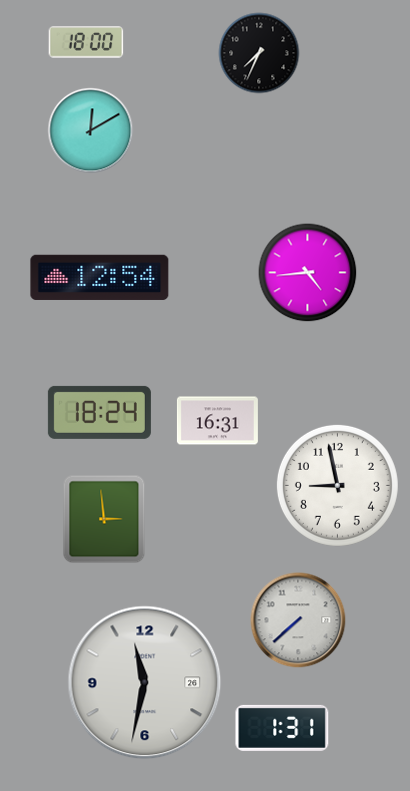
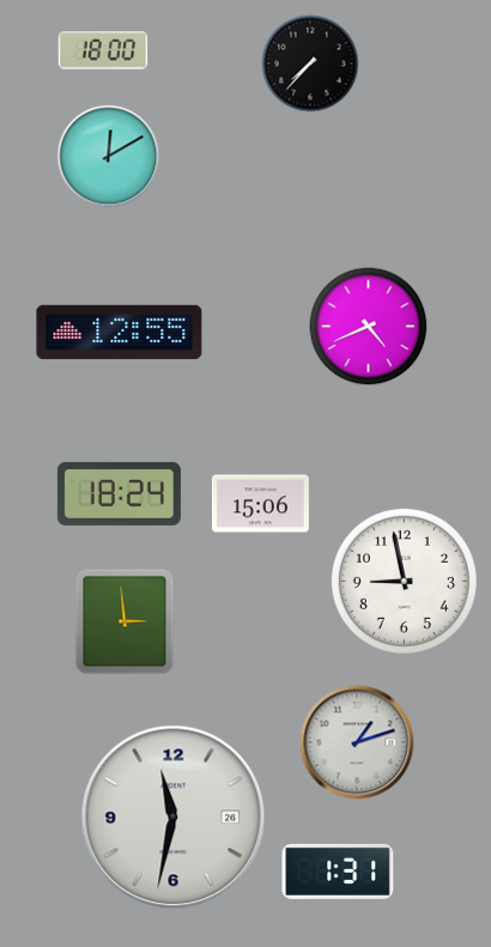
clock at (259, 53): 7:34 -> 7:37
clock at (308, 273): 4:44 -> 4:41
clock at (100, 277): 12:54 -> 12:55
clock at (217, 421): 16:31 -> 15:06
clock at (298, 620): 7:38 -> 1:12
